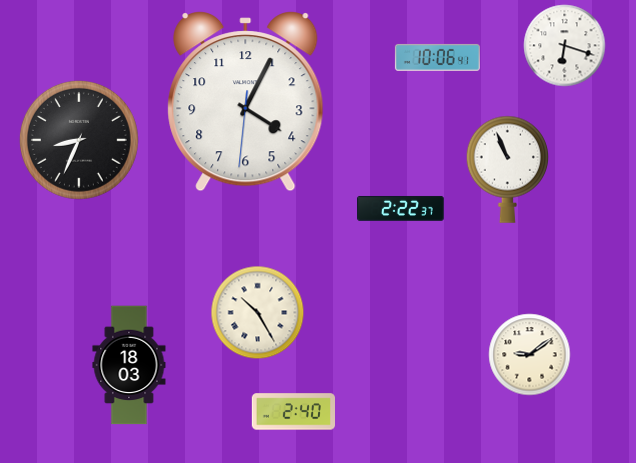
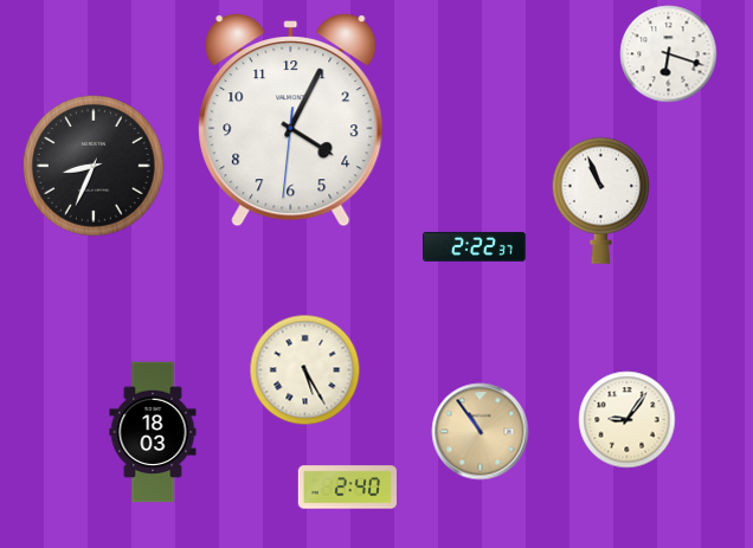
clock at (437, 57): 10:06 -> none
clock at (258, 313): 10:25 -> 5:25
clock at (530, 355): 9:09 -> 9:06
clock at (481, 432): none -> 10:54
